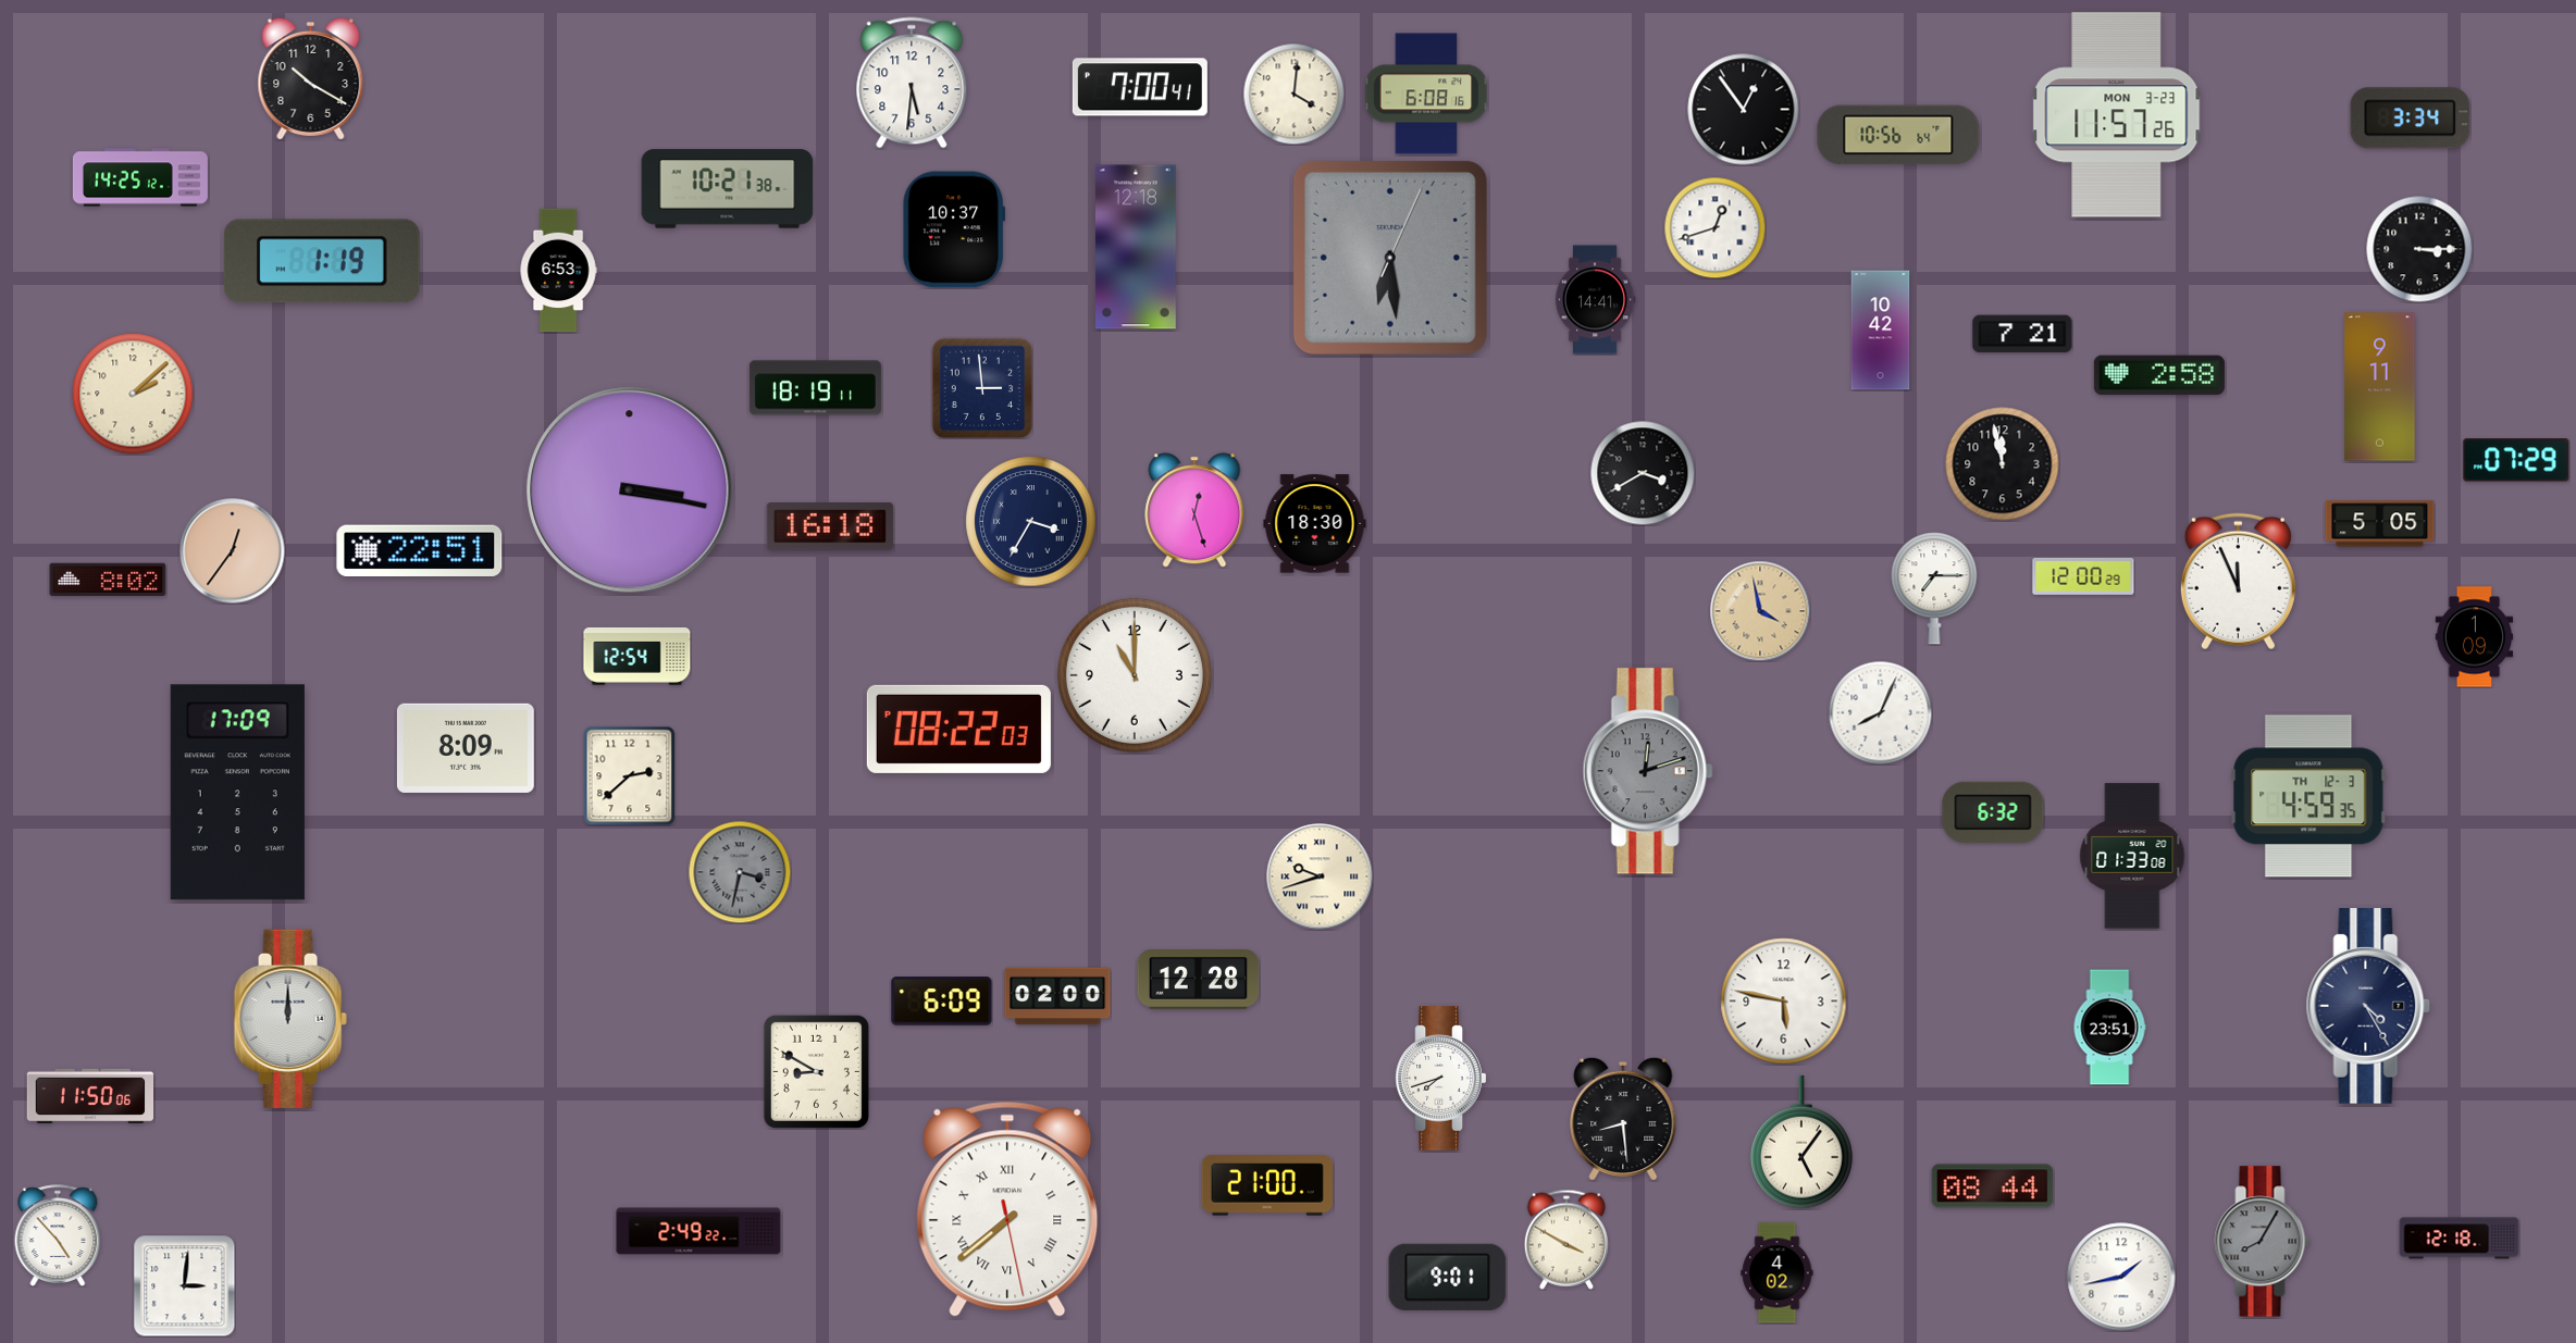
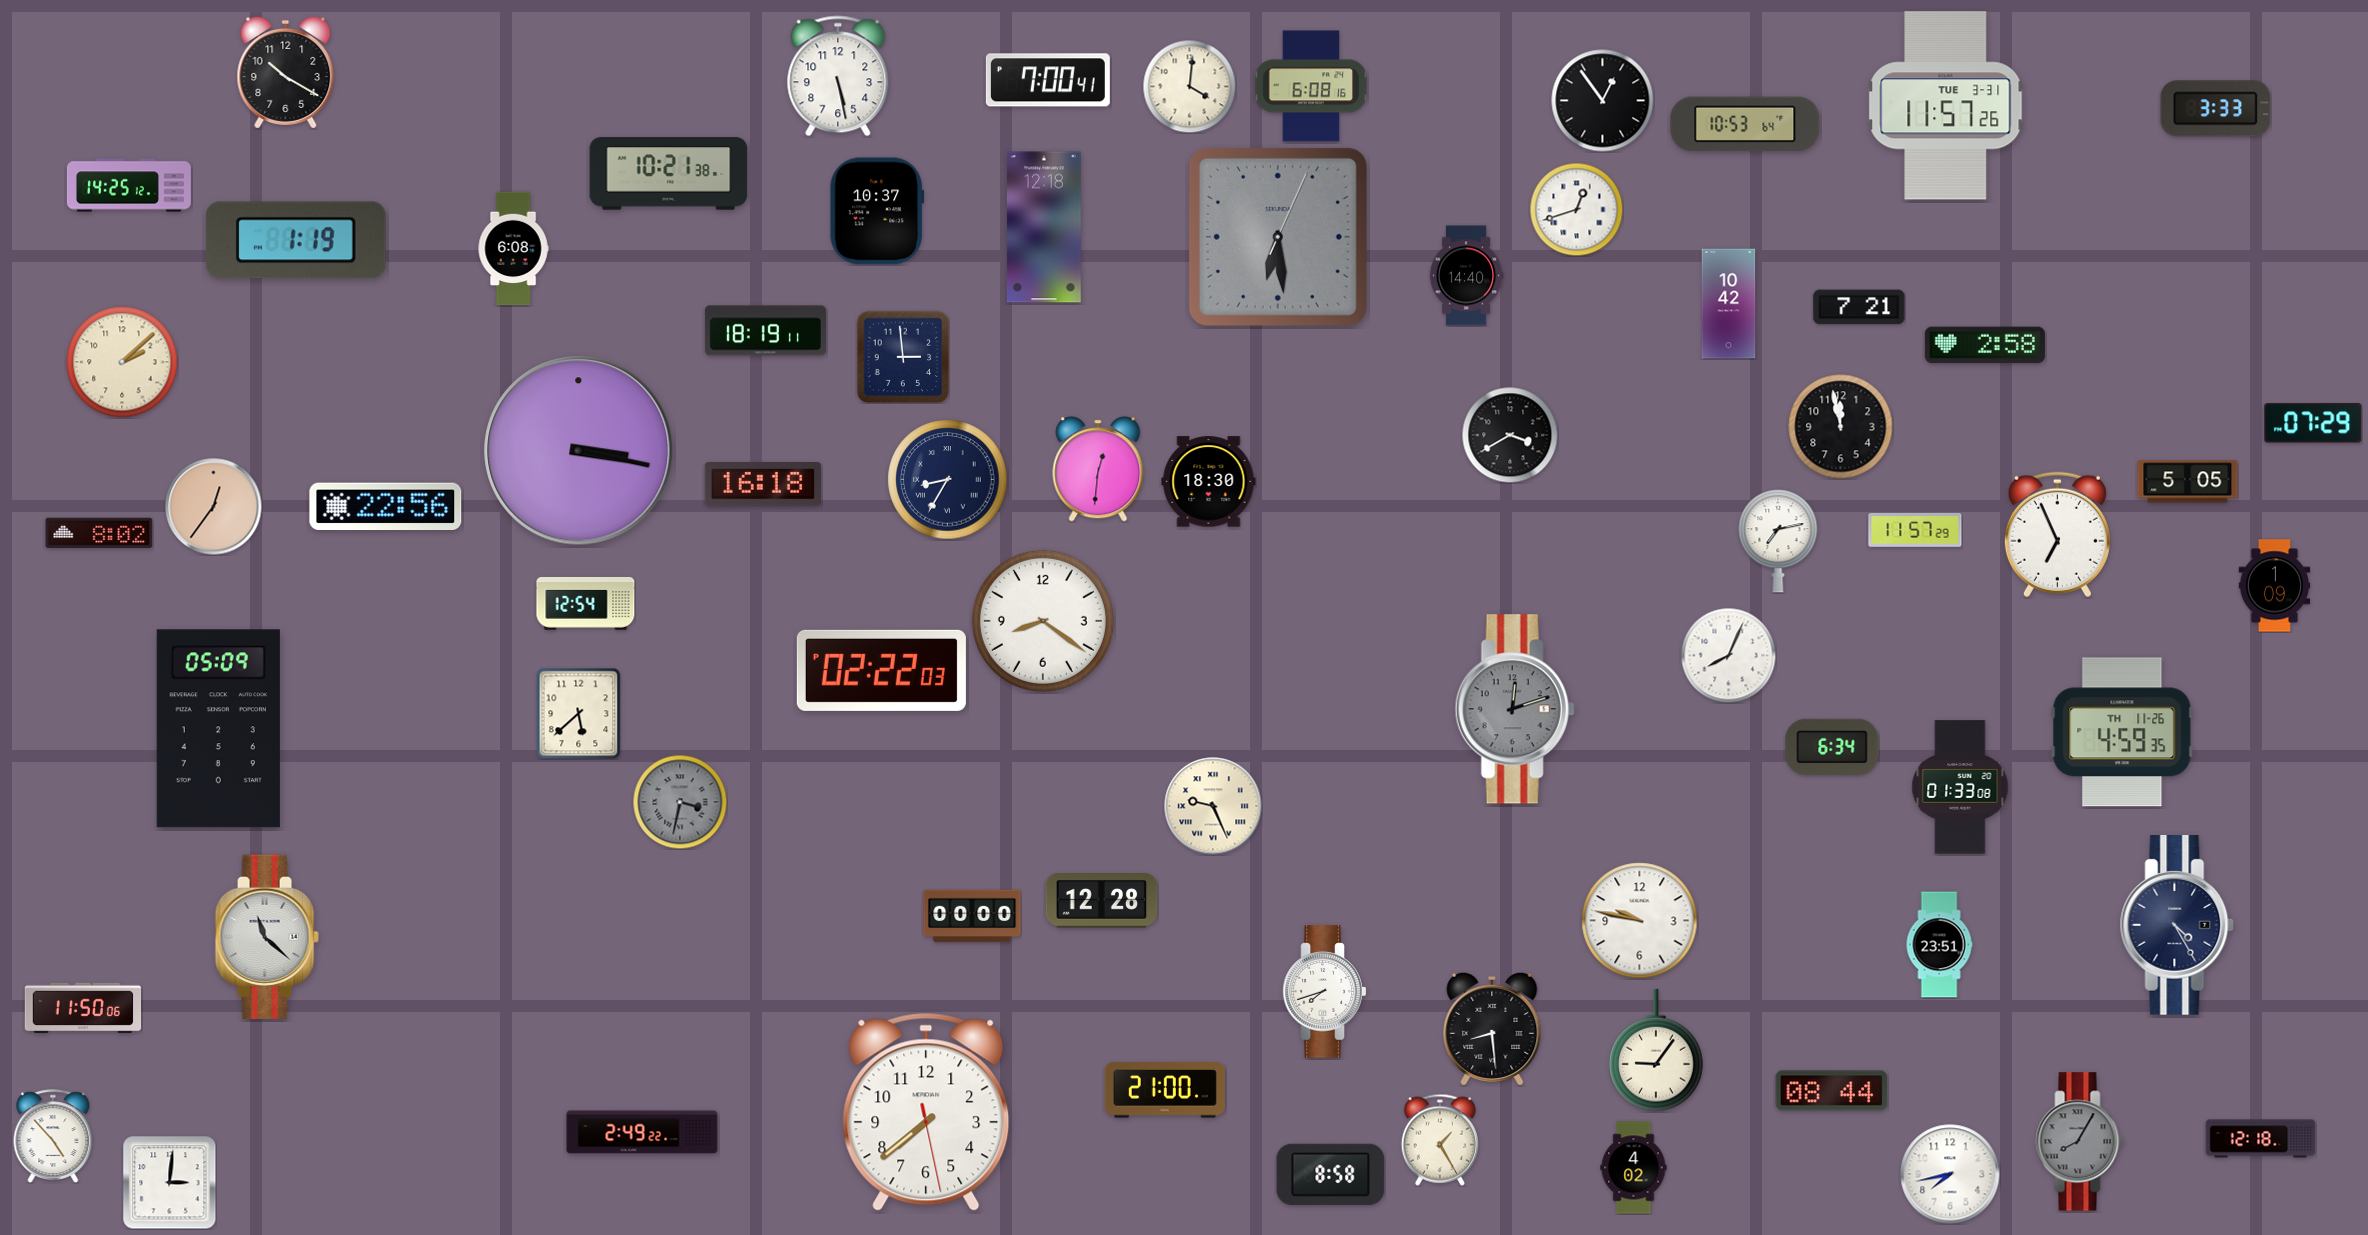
clock at (912, 83): 5:31 -> 5:28
clock at (2117, 115) date: MON 3-23 -> TUE 3-31
clock at (2411, 119): 3:34 -> 3:33
clock at (1898, 135): 10:56 -> 10:53
clock at (140, 177) position: (140, 177) -> (129, 185)
clock at (2419, 249): 3:15 -> none
clock at (558, 271): 6:53 -> 6:08
clock at (1595, 300): 14:41 -> 14:40
clock at (2380, 387): 9:11 -> none
clock at (815, 388) position: (815, 388) -> (765, 331)
clock at (1194, 510): 12:27 -> 12:31
clock at (1031, 522): 3:35 -> 8:35
clock at (420, 551): 22:51 -> 22:56
clock at (2083, 576): 12:00 -> 11:57
clock at (2238, 582): 11:56 -> 6:56
clock at (1934, 588): 7:15 -> 7:13
clock at (1760, 611): 3:58 -> none
clock at (1135, 675): 11:00 -> 8:21
clock at (958, 729): 08:22 -> 02:22
clock at (466, 748): 8:09 -> none
clock at (630, 775): 2:38 -> 5:38
clock at (237, 793): 17:09 -> 05:09
clock at (2308, 796) date: TH 12-3 -> TH 11-26
clock at (1993, 812): 6:32 -> 6:34
clock at (1320, 876): 9:42 -> 9:26
clock at (1057, 996): 02:00 -> 00:00
clock at (942, 1002): 6:09 -> none
clock at (1784, 1002): 5:47 -> 9:47
clock at (290, 1019): 12:00 -> 11:22
clock at (816, 1071): 8:50 -> none
clock at (1801, 1142): 5:06 -> 9:06
clock at (1007, 1209) numerals: Roman -> Arabic
clock at (1566, 1240): 3:50 -> 1:25
clock at (1778, 1273) position: (1778, 1273) -> (1634, 1168)
clock at (1448, 1277): 9:01 -> 8:58
clock at (2121, 1277): 1:43 -> 7:43
